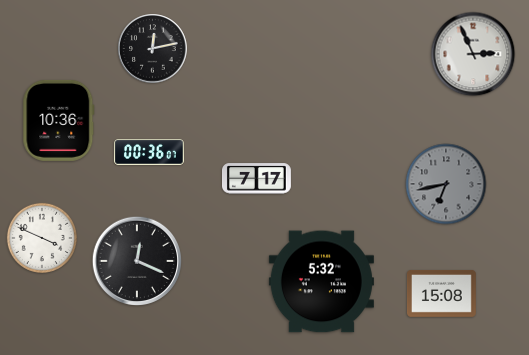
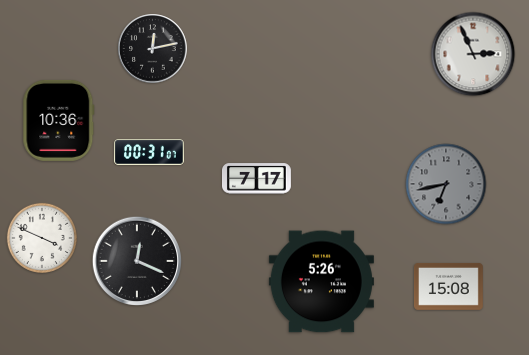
clock at (149, 152): 00:36 -> 00:31
clock at (321, 282): 5:32 -> 5:26
clock at (441, 293) position: (441, 293) -> (448, 286)
